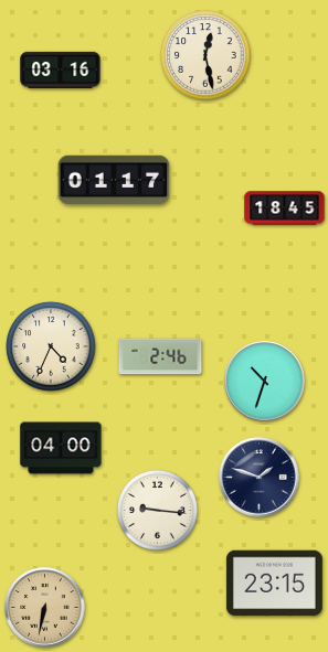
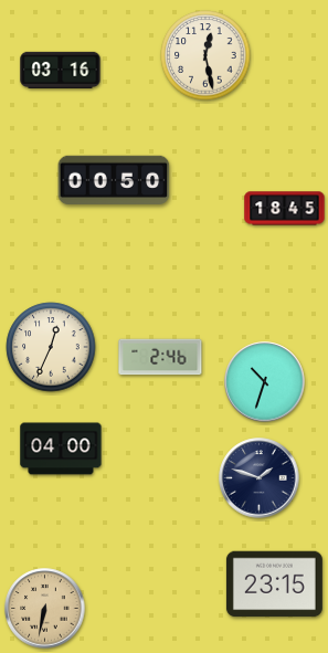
clock at (114, 179): 01:17 -> 00:50
clock at (51, 346): 4:34 -> 12:34
clock at (157, 510): 9:16 -> none
